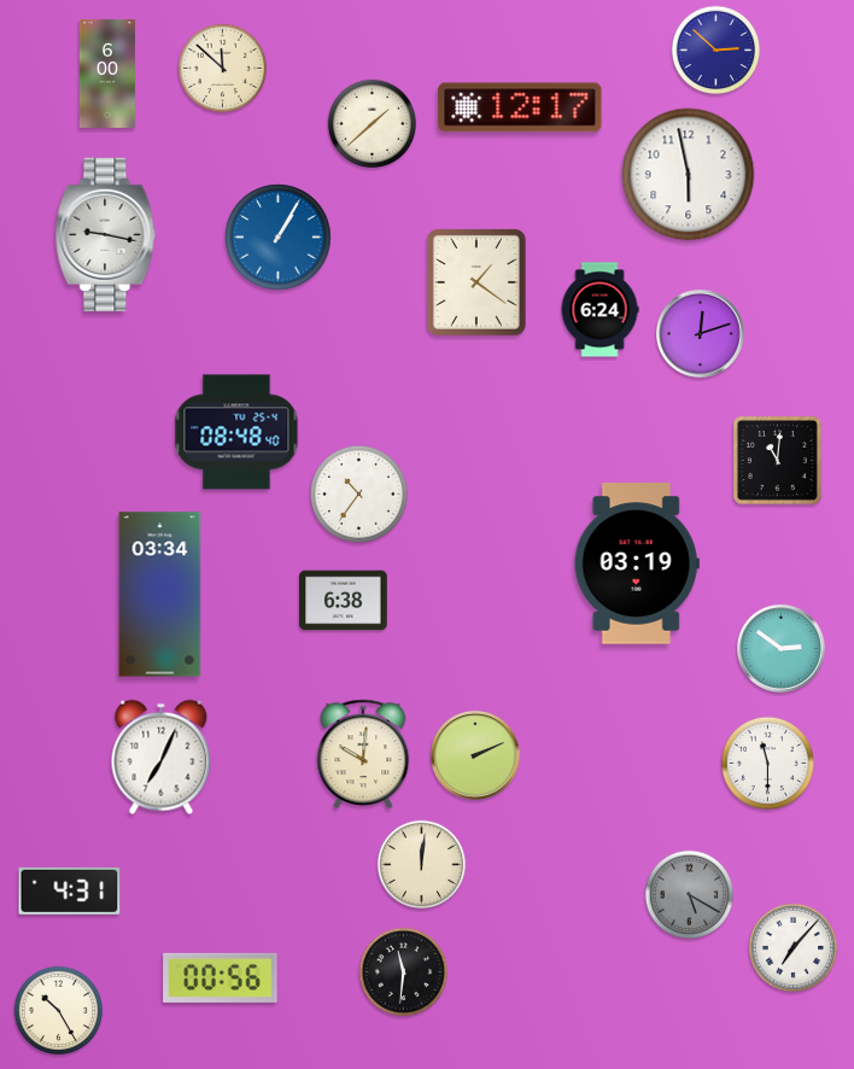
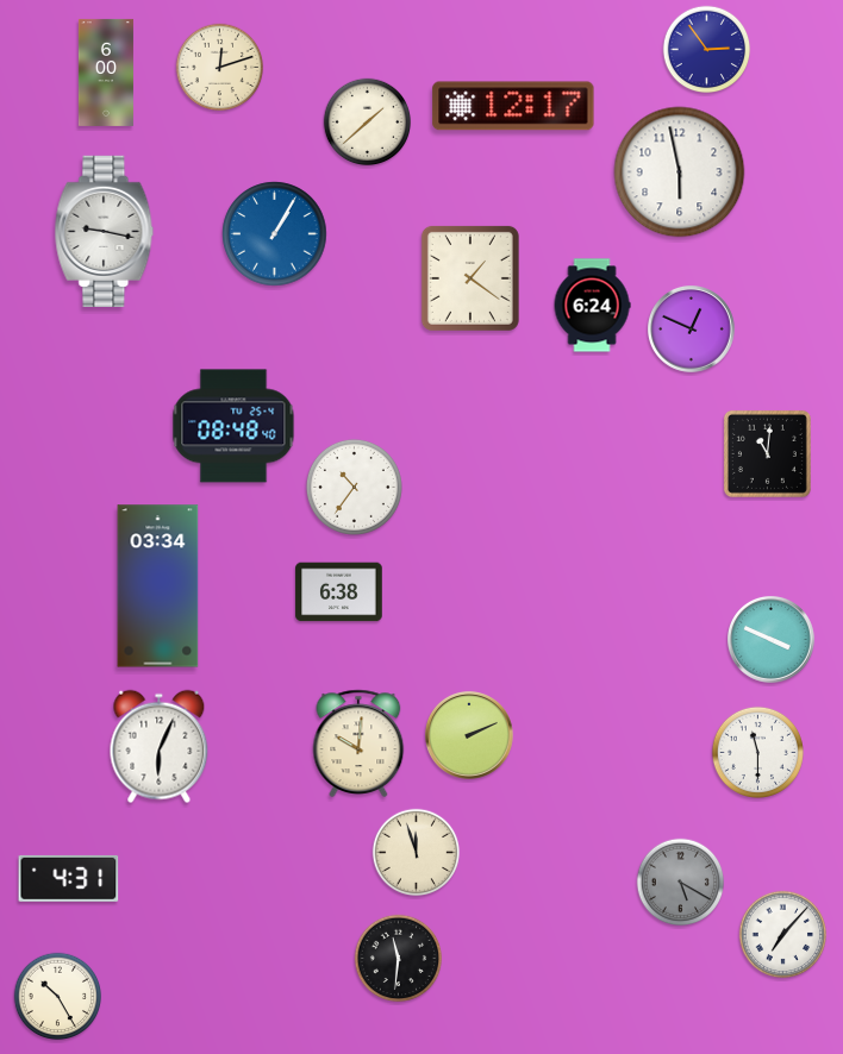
clock at (716, 51): 2:52 -> 2:54
clock at (223, 69): 11:52 -> 12:12
clock at (701, 334): 12:12 -> 12:49
clock at (637, 563): 03:19 -> none
clock at (782, 649): 2:51 -> 3:49
clock at (476, 757) position: (476, 757) -> (470, 736)
clock at (162, 758): 7:04 -> 6:04
clock at (422, 865): 12:01 -> 11:57
clock at (221, 977): 00:56 -> none
